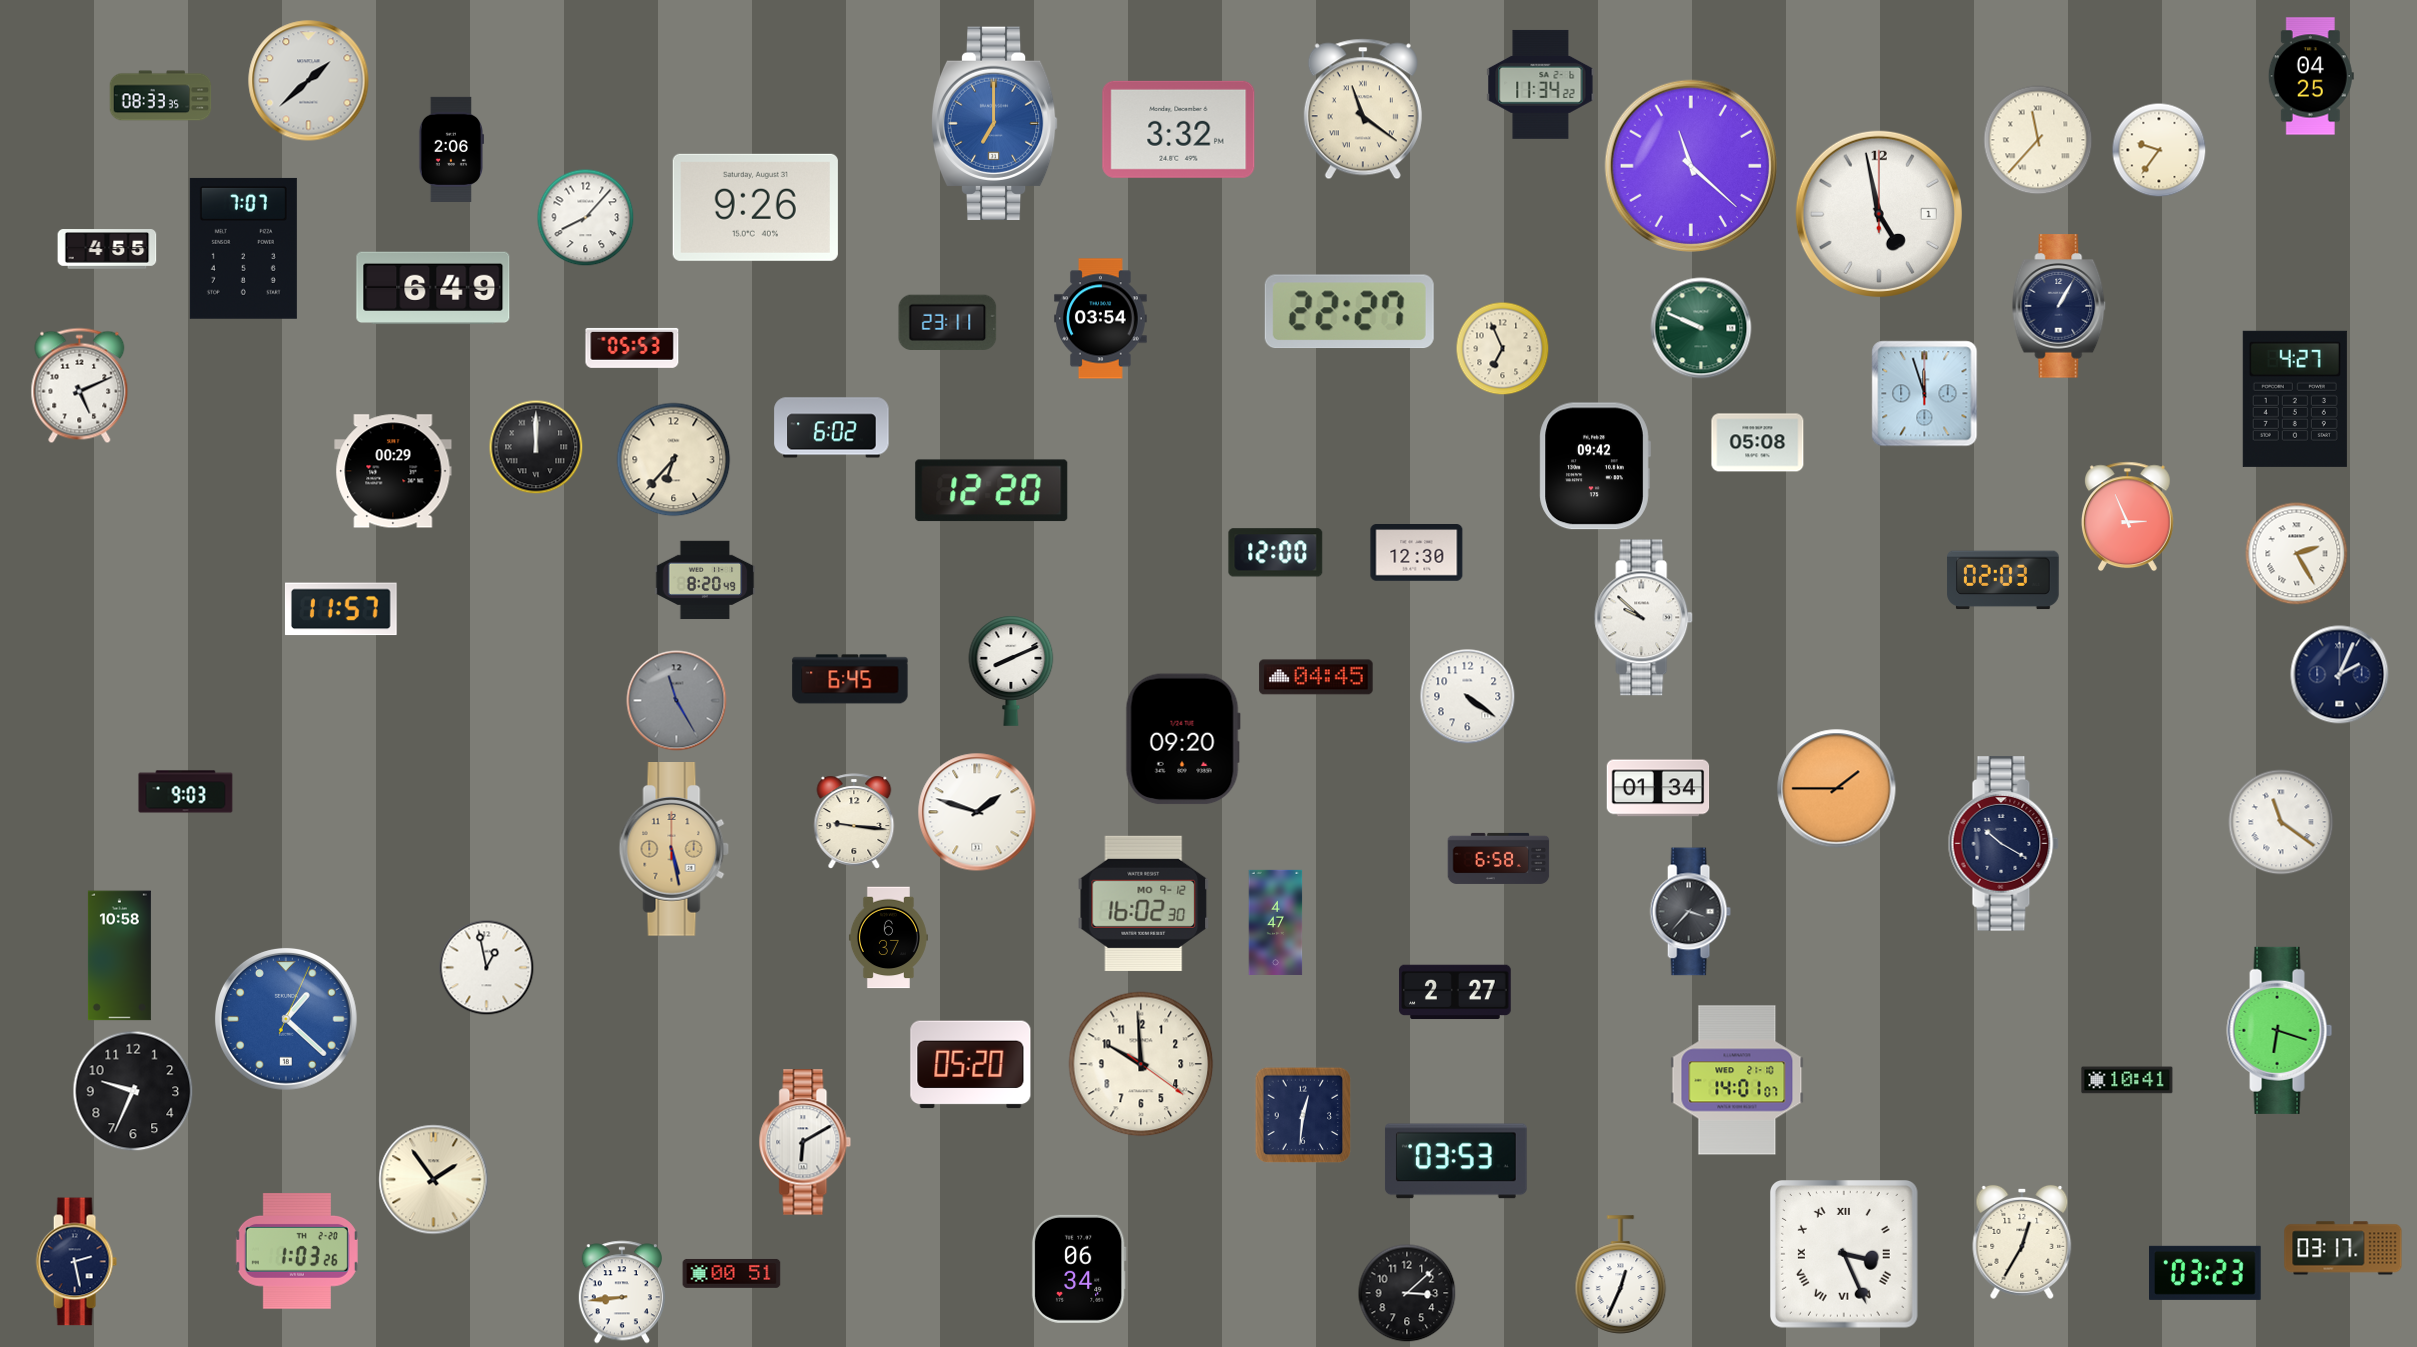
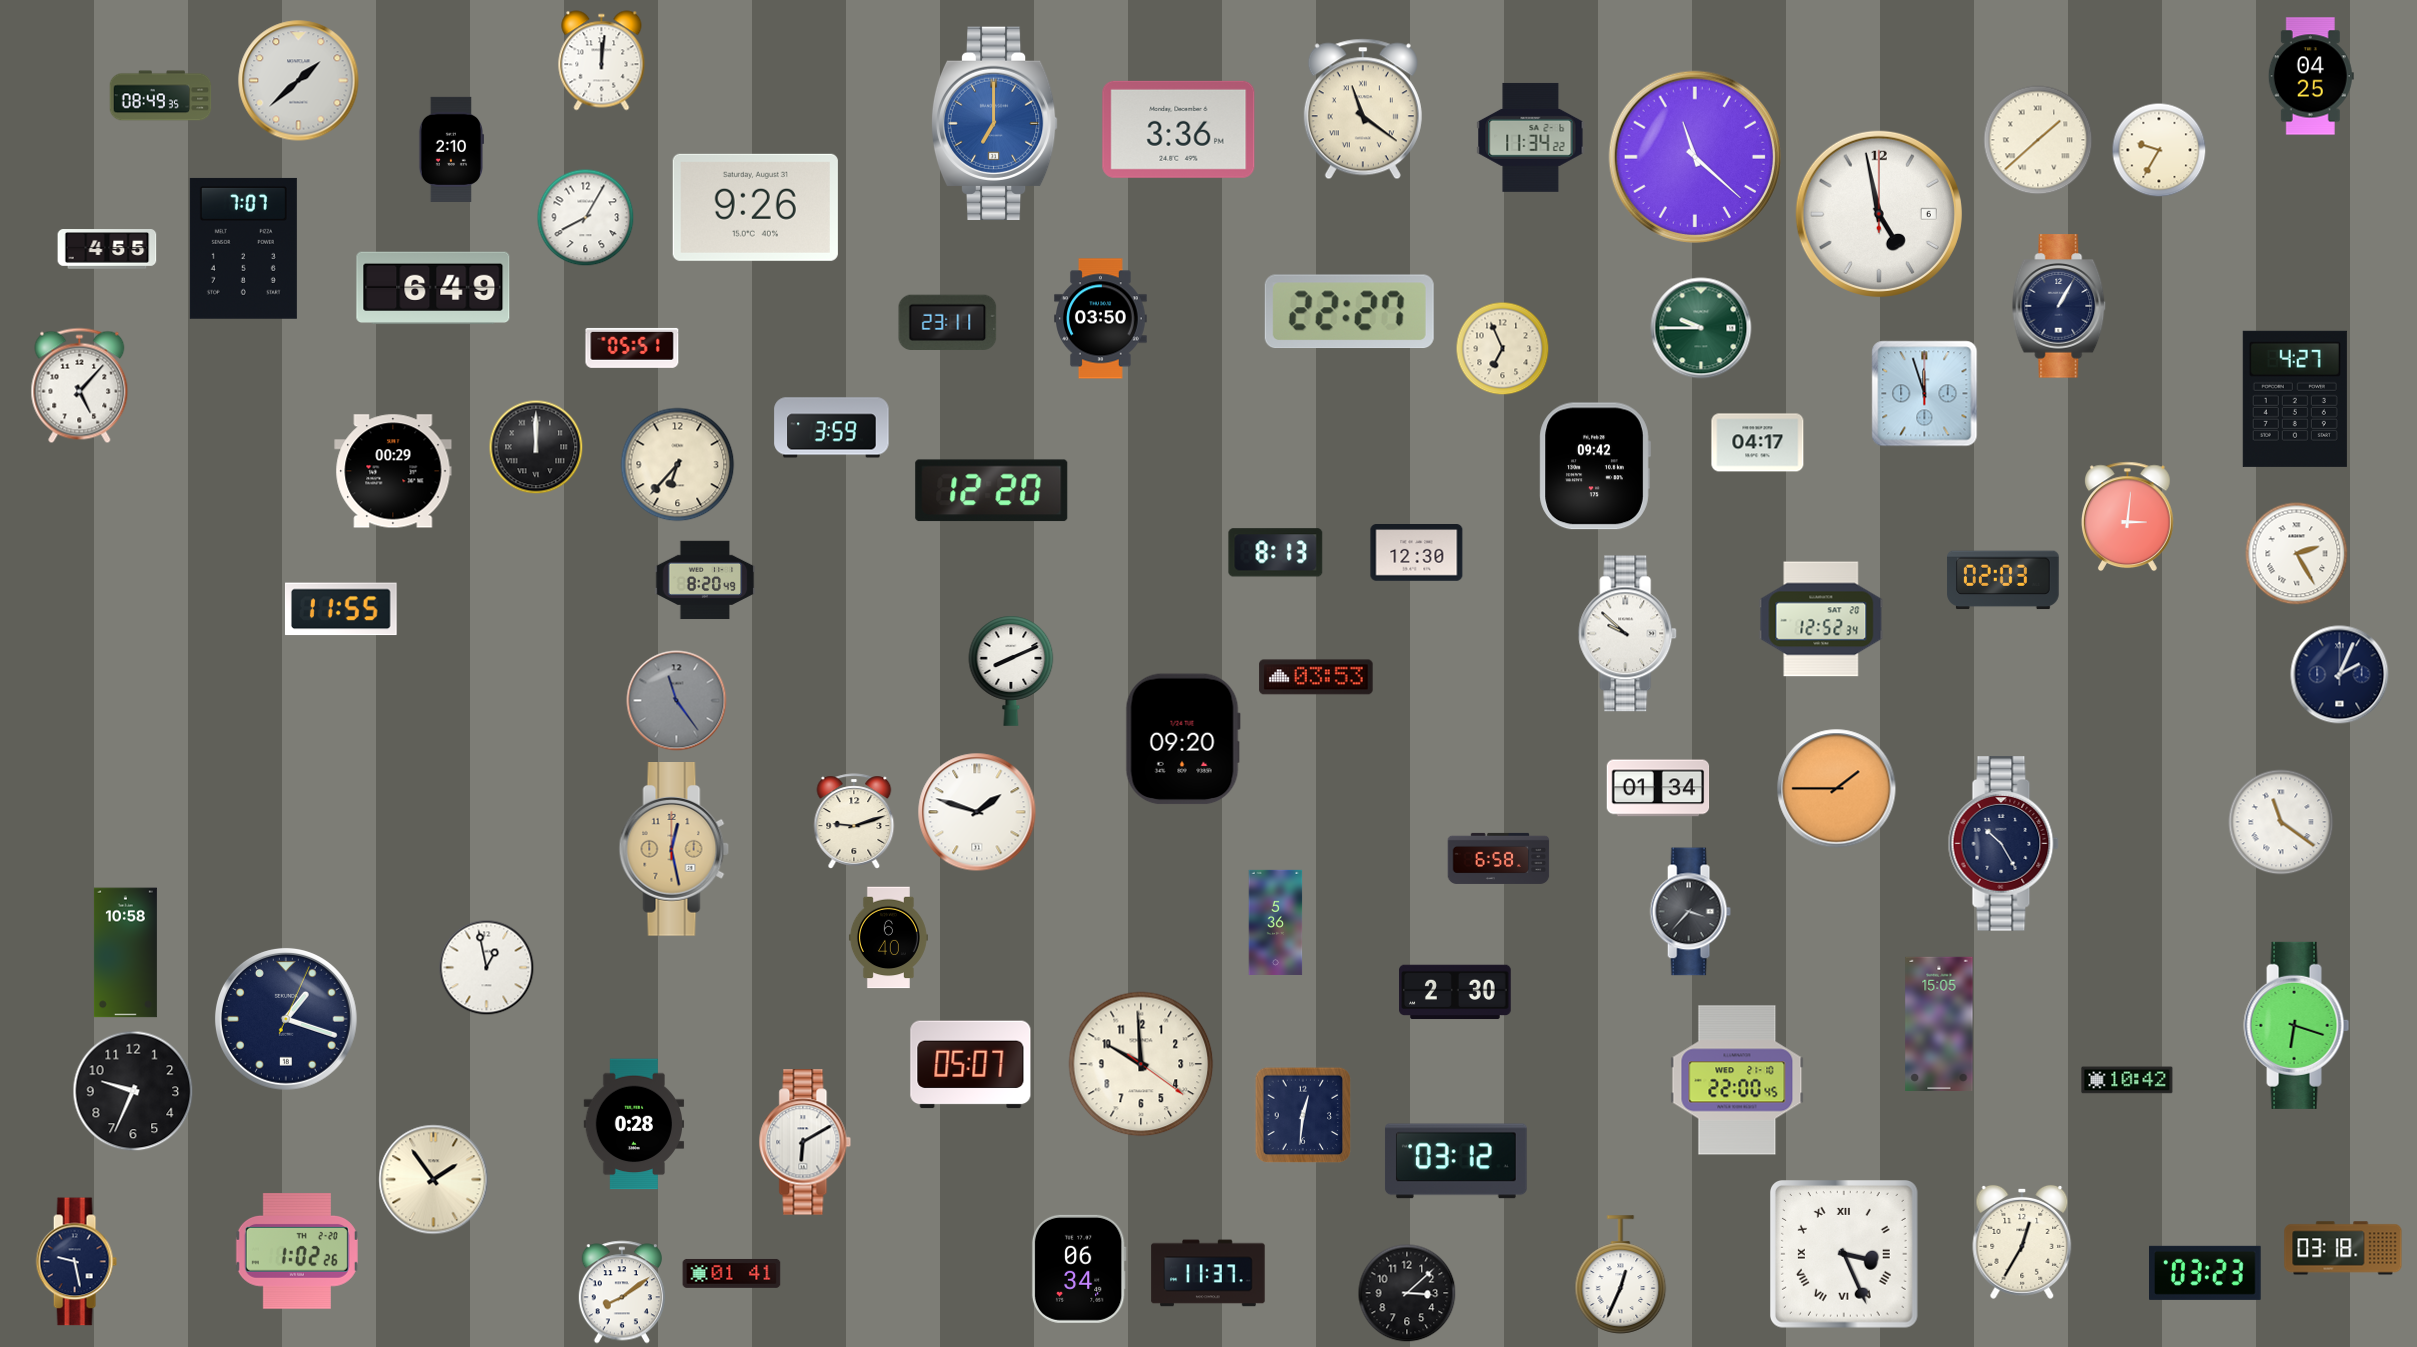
clock at (602, 61): none -> 12:01
clock at (309, 81) position: (309, 81) -> (299, 81)
clock at (1541, 84) position: (1541, 84) -> (1531, 137)
clock at (161, 96): 08:33 -> 08:49
clock at (1179, 129): 3:32 -> 3:36
clock at (2038, 140): 11:37 -> 1:38
clock at (451, 149): 2:06 -> 2:10
clock at (2159, 150): 9:36 -> 9:35
clock at (1691, 166) position: (1691, 166) -> (1695, 157)
clock at (1879, 214) date: 1 -> 6
clock at (586, 218): 8:07 -> 8:05
clock at (1101, 319): 03:54 -> 03:50
clock at (1701, 328): 9:49 -> 9:45
clock at (632, 348): 05:53 -> 05:51
clock at (80, 386): 5:11 -> 5:07
clock at (832, 428): 6:02 -> 3:59
clock at (1758, 443): 05:08 -> 04:17
clock at (674, 460) position: (674, 460) -> (678, 465)
clock at (2127, 517): 2:56 -> 3:01
clock at (1276, 553): 12:00 -> 8:13
clock at (341, 609): 11:57 -> 11:55
clock at (1644, 618) position: (1644, 618) -> (1628, 634)
clock at (1821, 619): none -> 12:52
clock at (1316, 677): 04:45 -> 03:53
clock at (850, 679): 6:45 -> none
clock at (1468, 697): 4:21 -> none
clock at (677, 701): 11:25 -> 11:24
clock at (186, 792): 9:03 -> none
clock at (854, 821): 9:16 -> 9:12
clock at (2003, 844): 10:20 -> 10:25
clock at (674, 850): 5:28 -> 12:28
clock at (1144, 903): 16:02 -> none
clock at (1276, 922): 4:47 -> 5:36
clock at (888, 938): 6:37 -> 6:40
clock at (119, 956) position: (119, 956) -> (125, 953)
clock at (1455, 992): 2:27 -> 2:30
clock at (286, 1019): 1:22 -> 1:18
clock at (286, 1019) dial: blue -> navy
clock at (1939, 1023): none -> 15:05
clock at (2280, 1030) position: (2280, 1030) -> (2297, 1025)
clock at (971, 1065): 05:20 -> 05:07
clock at (1737, 1080): 14:01 -> 22:00
clock at (2127, 1080): 10:41 -> 10:42
clock at (634, 1124): none -> 0:28
clock at (1456, 1161): 03:53 -> 03:12
clock at (2343, 1248): 03:17 -> 03:18
clock at (297, 1251): 1:03 -> 1:02
clock at (76, 1262): 2:28 -> 9:28
clock at (732, 1273): 00:51 -> 01:41
clock at (1208, 1273): none -> 11:37
clock at (622, 1292): 8:44 -> 8:09
